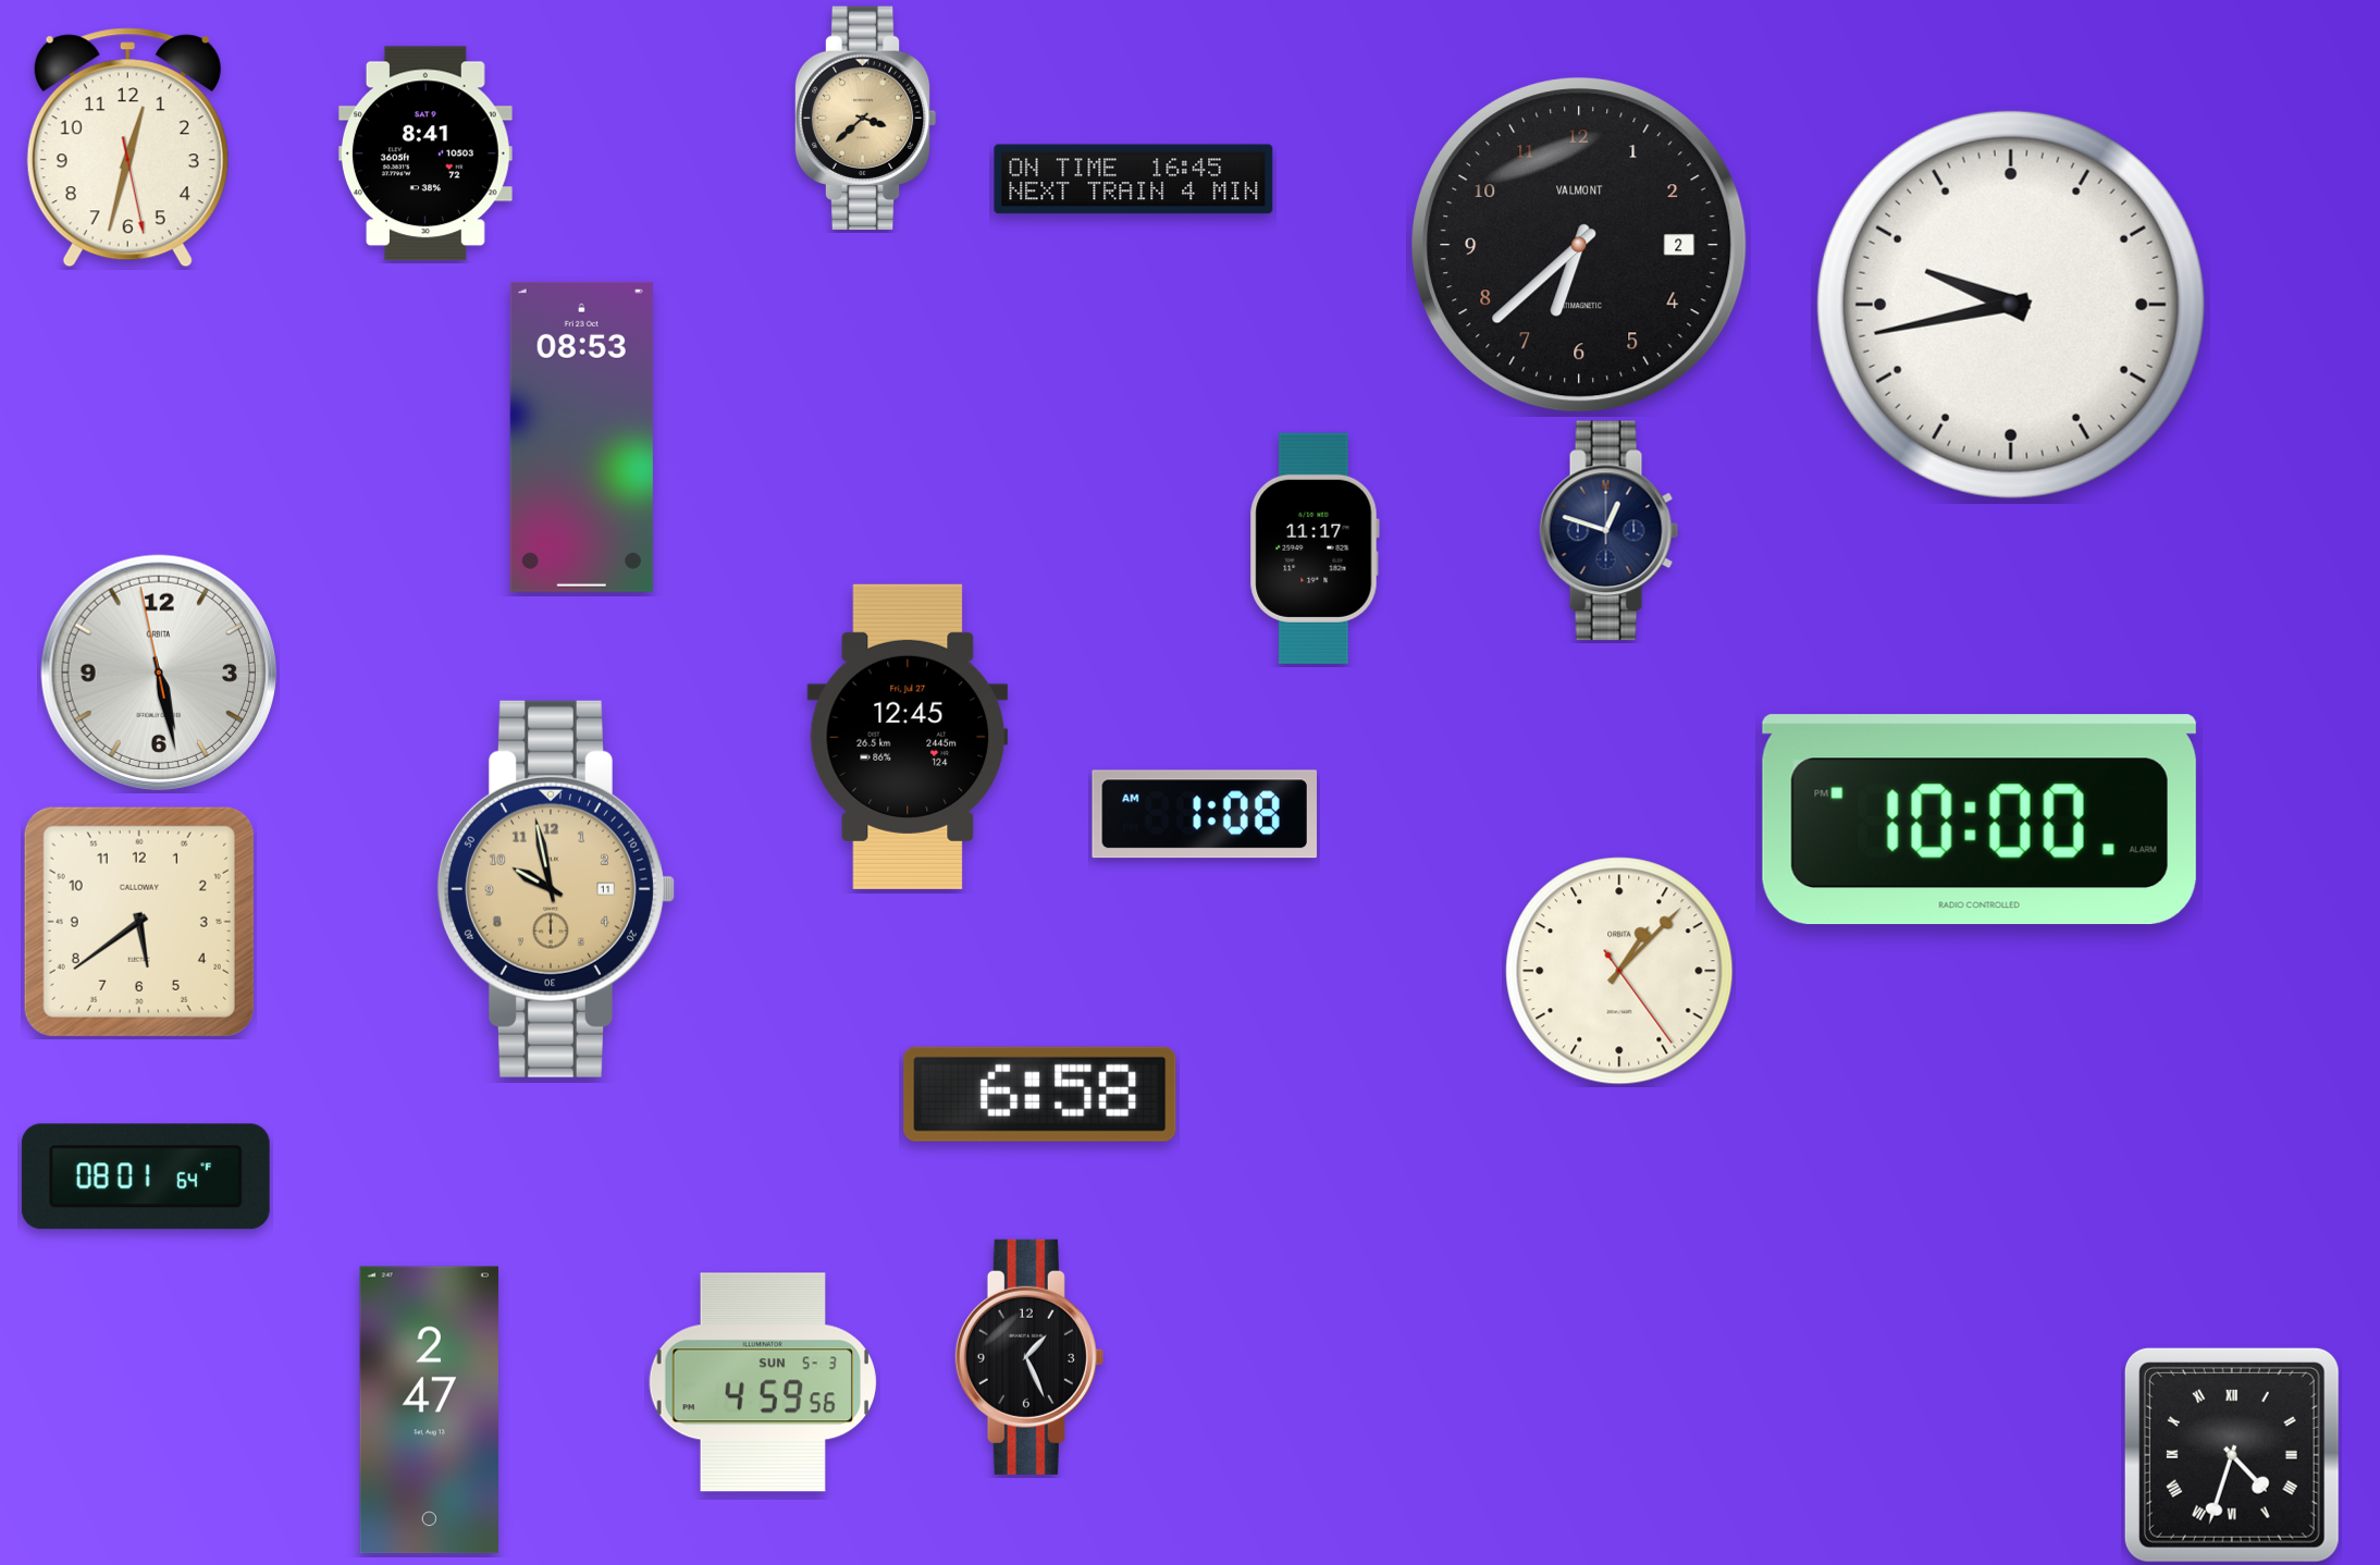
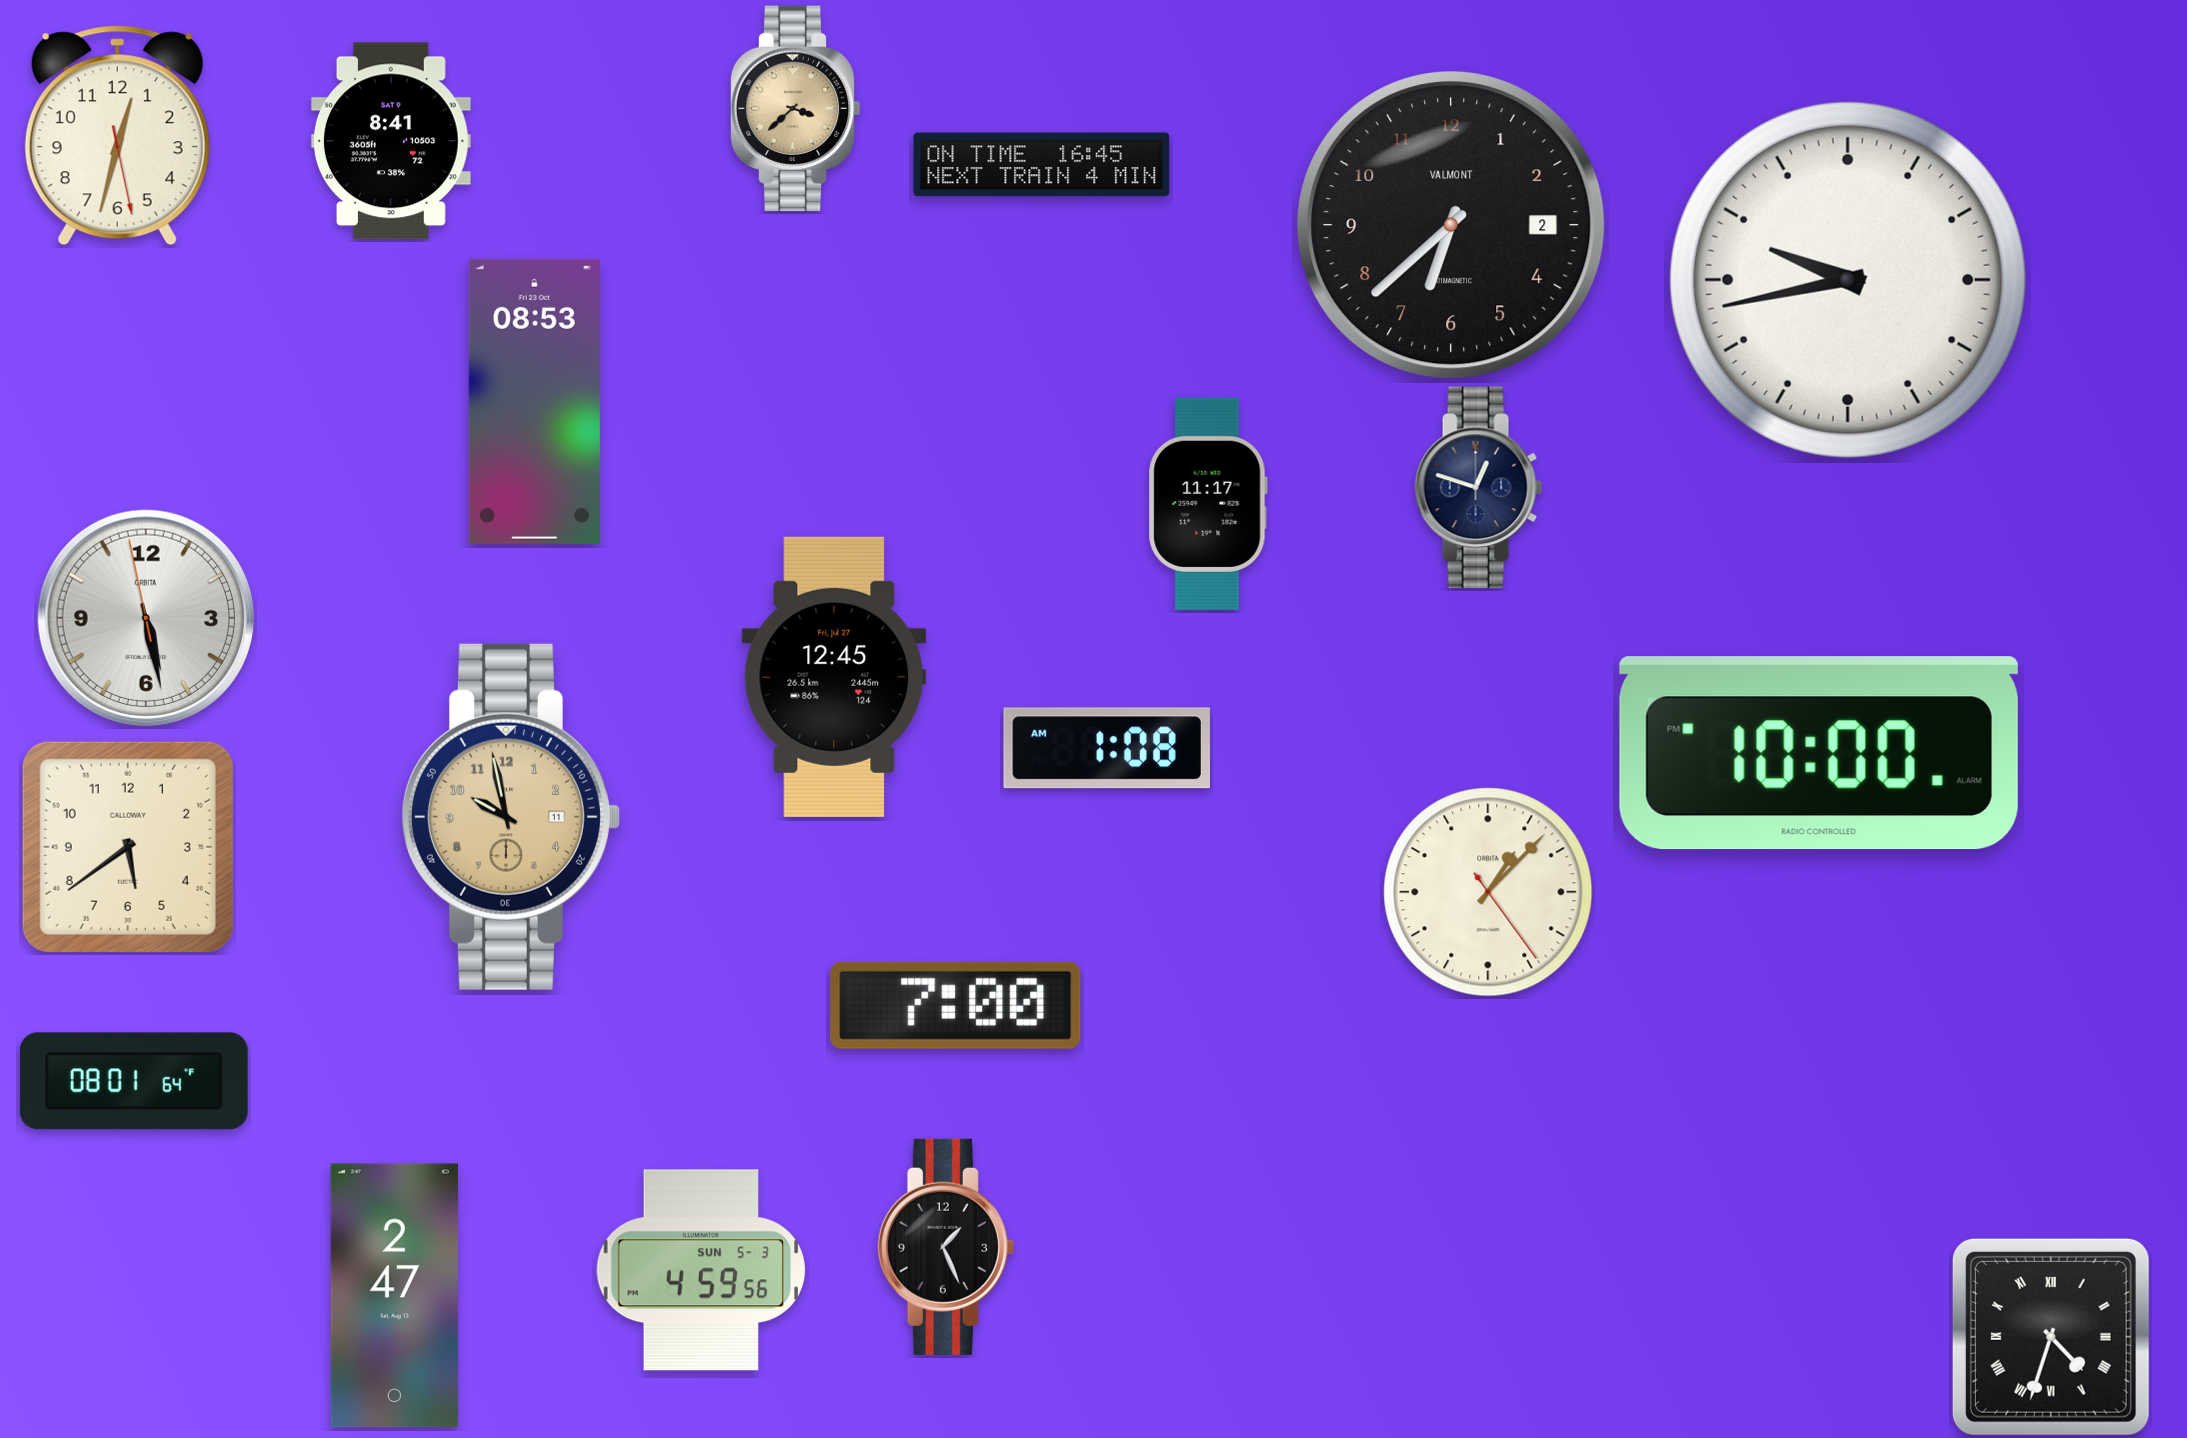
clock at (1040, 1094): 6:58 -> 7:00
